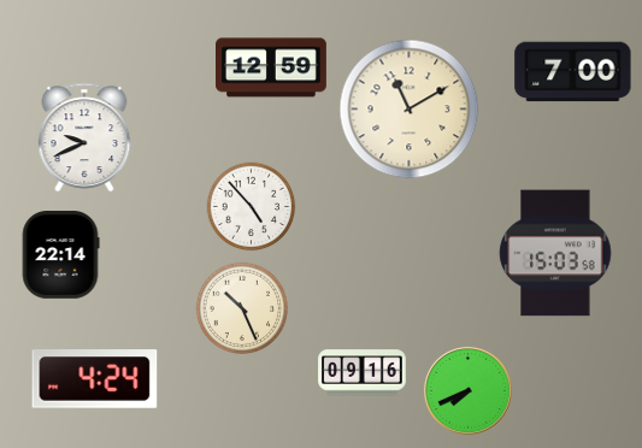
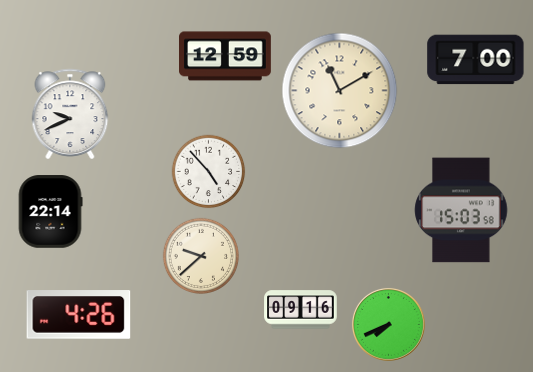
clock at (241, 307): 10:26 -> 9:38
clock at (95, 379): 4:24 -> 4:26
